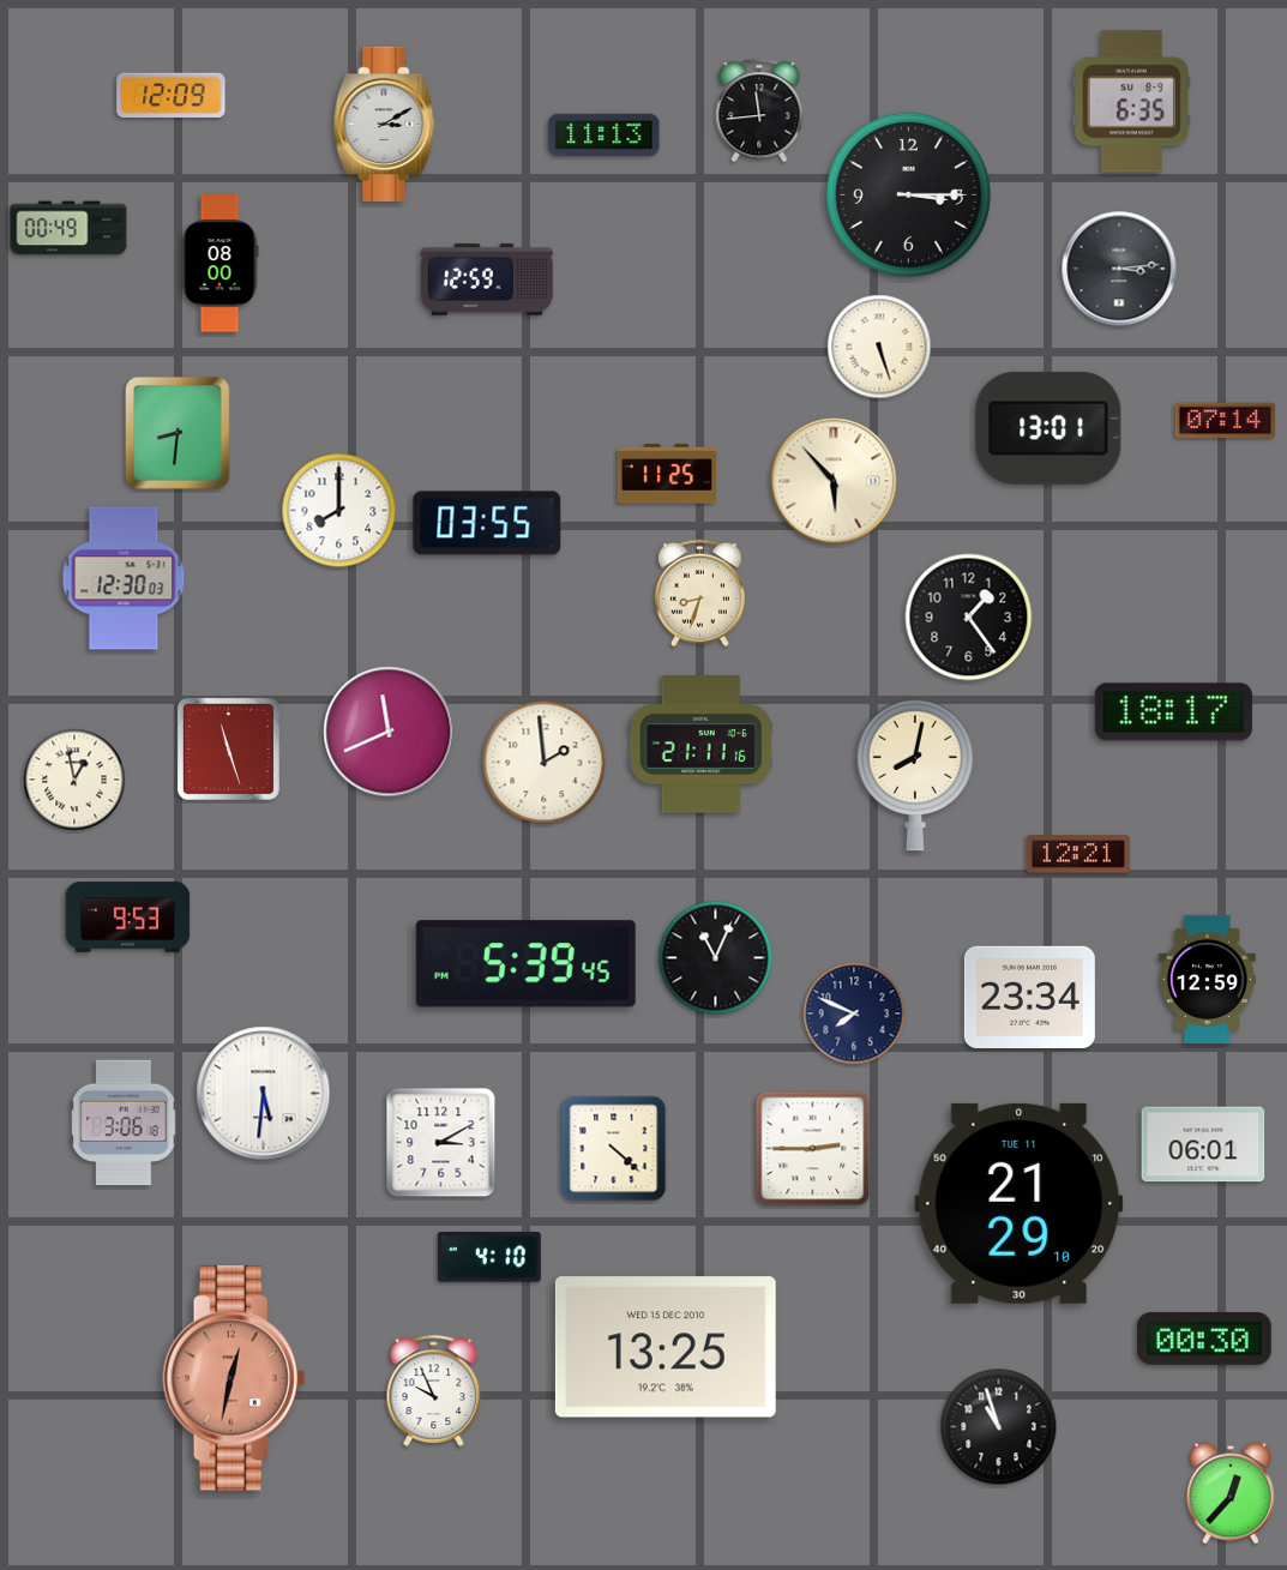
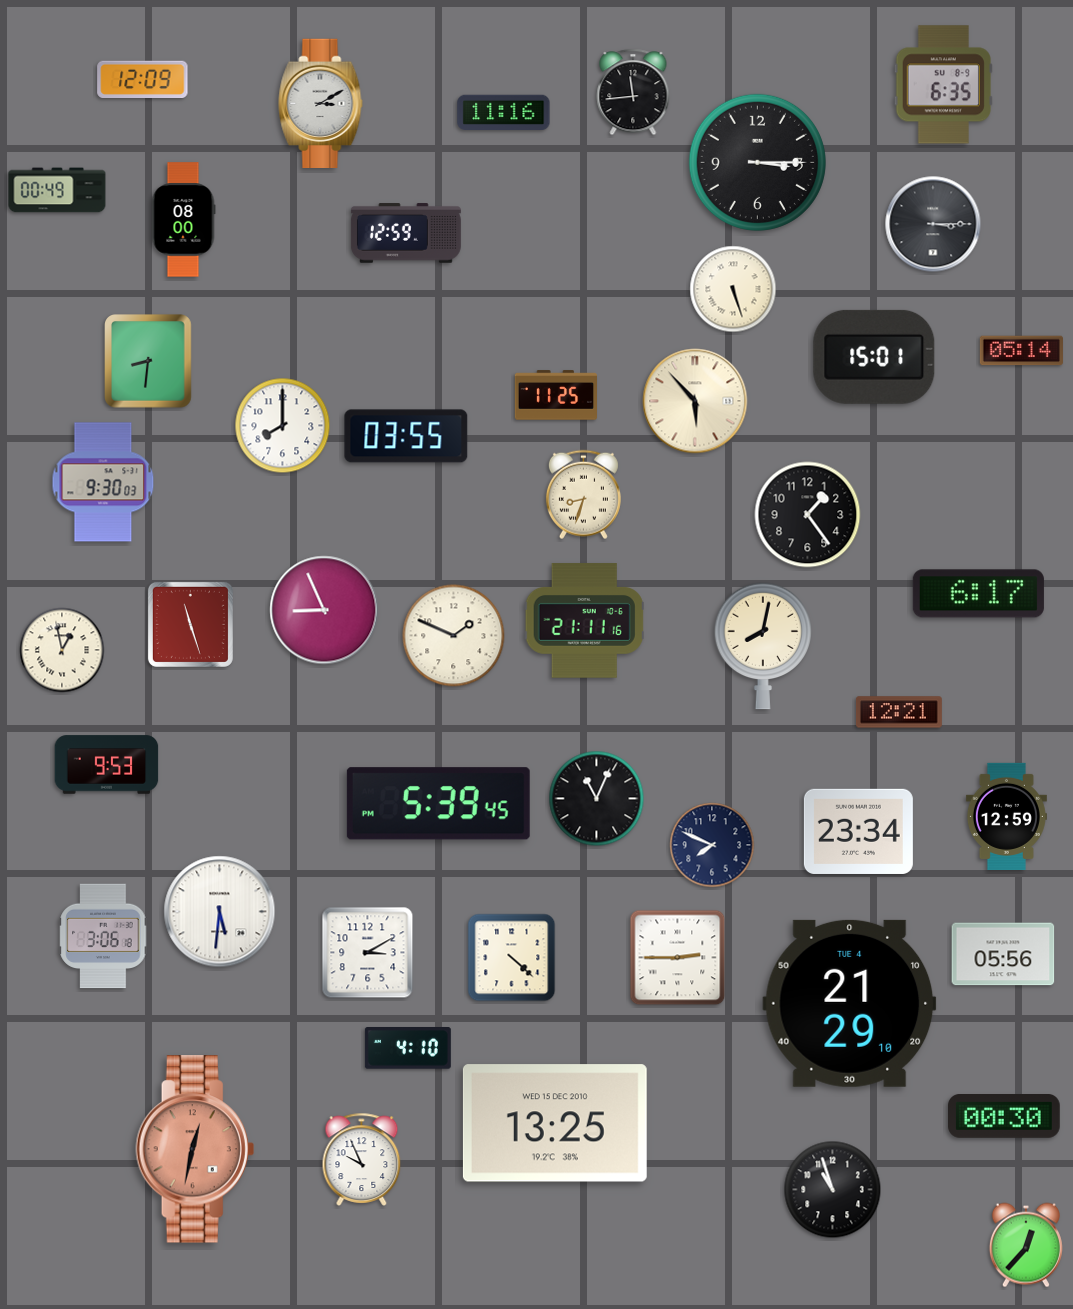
clock at (605, 134): 11:13 -> 11:16
clock at (1119, 269): 3:14 -> 3:15
clock at (1225, 421): 07:14 -> 05:14
clock at (1048, 428): 13:01 -> 15:01
clock at (124, 578): 12:30 -> 9:30
clock at (1173, 712): 18:17 -> 6:17
clock at (389, 732): 11:41 -> 8:56
clock at (545, 763): 1:59 -> 1:49
clock at (1203, 1144): 06:01 -> 05:56
clock at (1020, 1203) date: TUE 11 -> TUE 4
